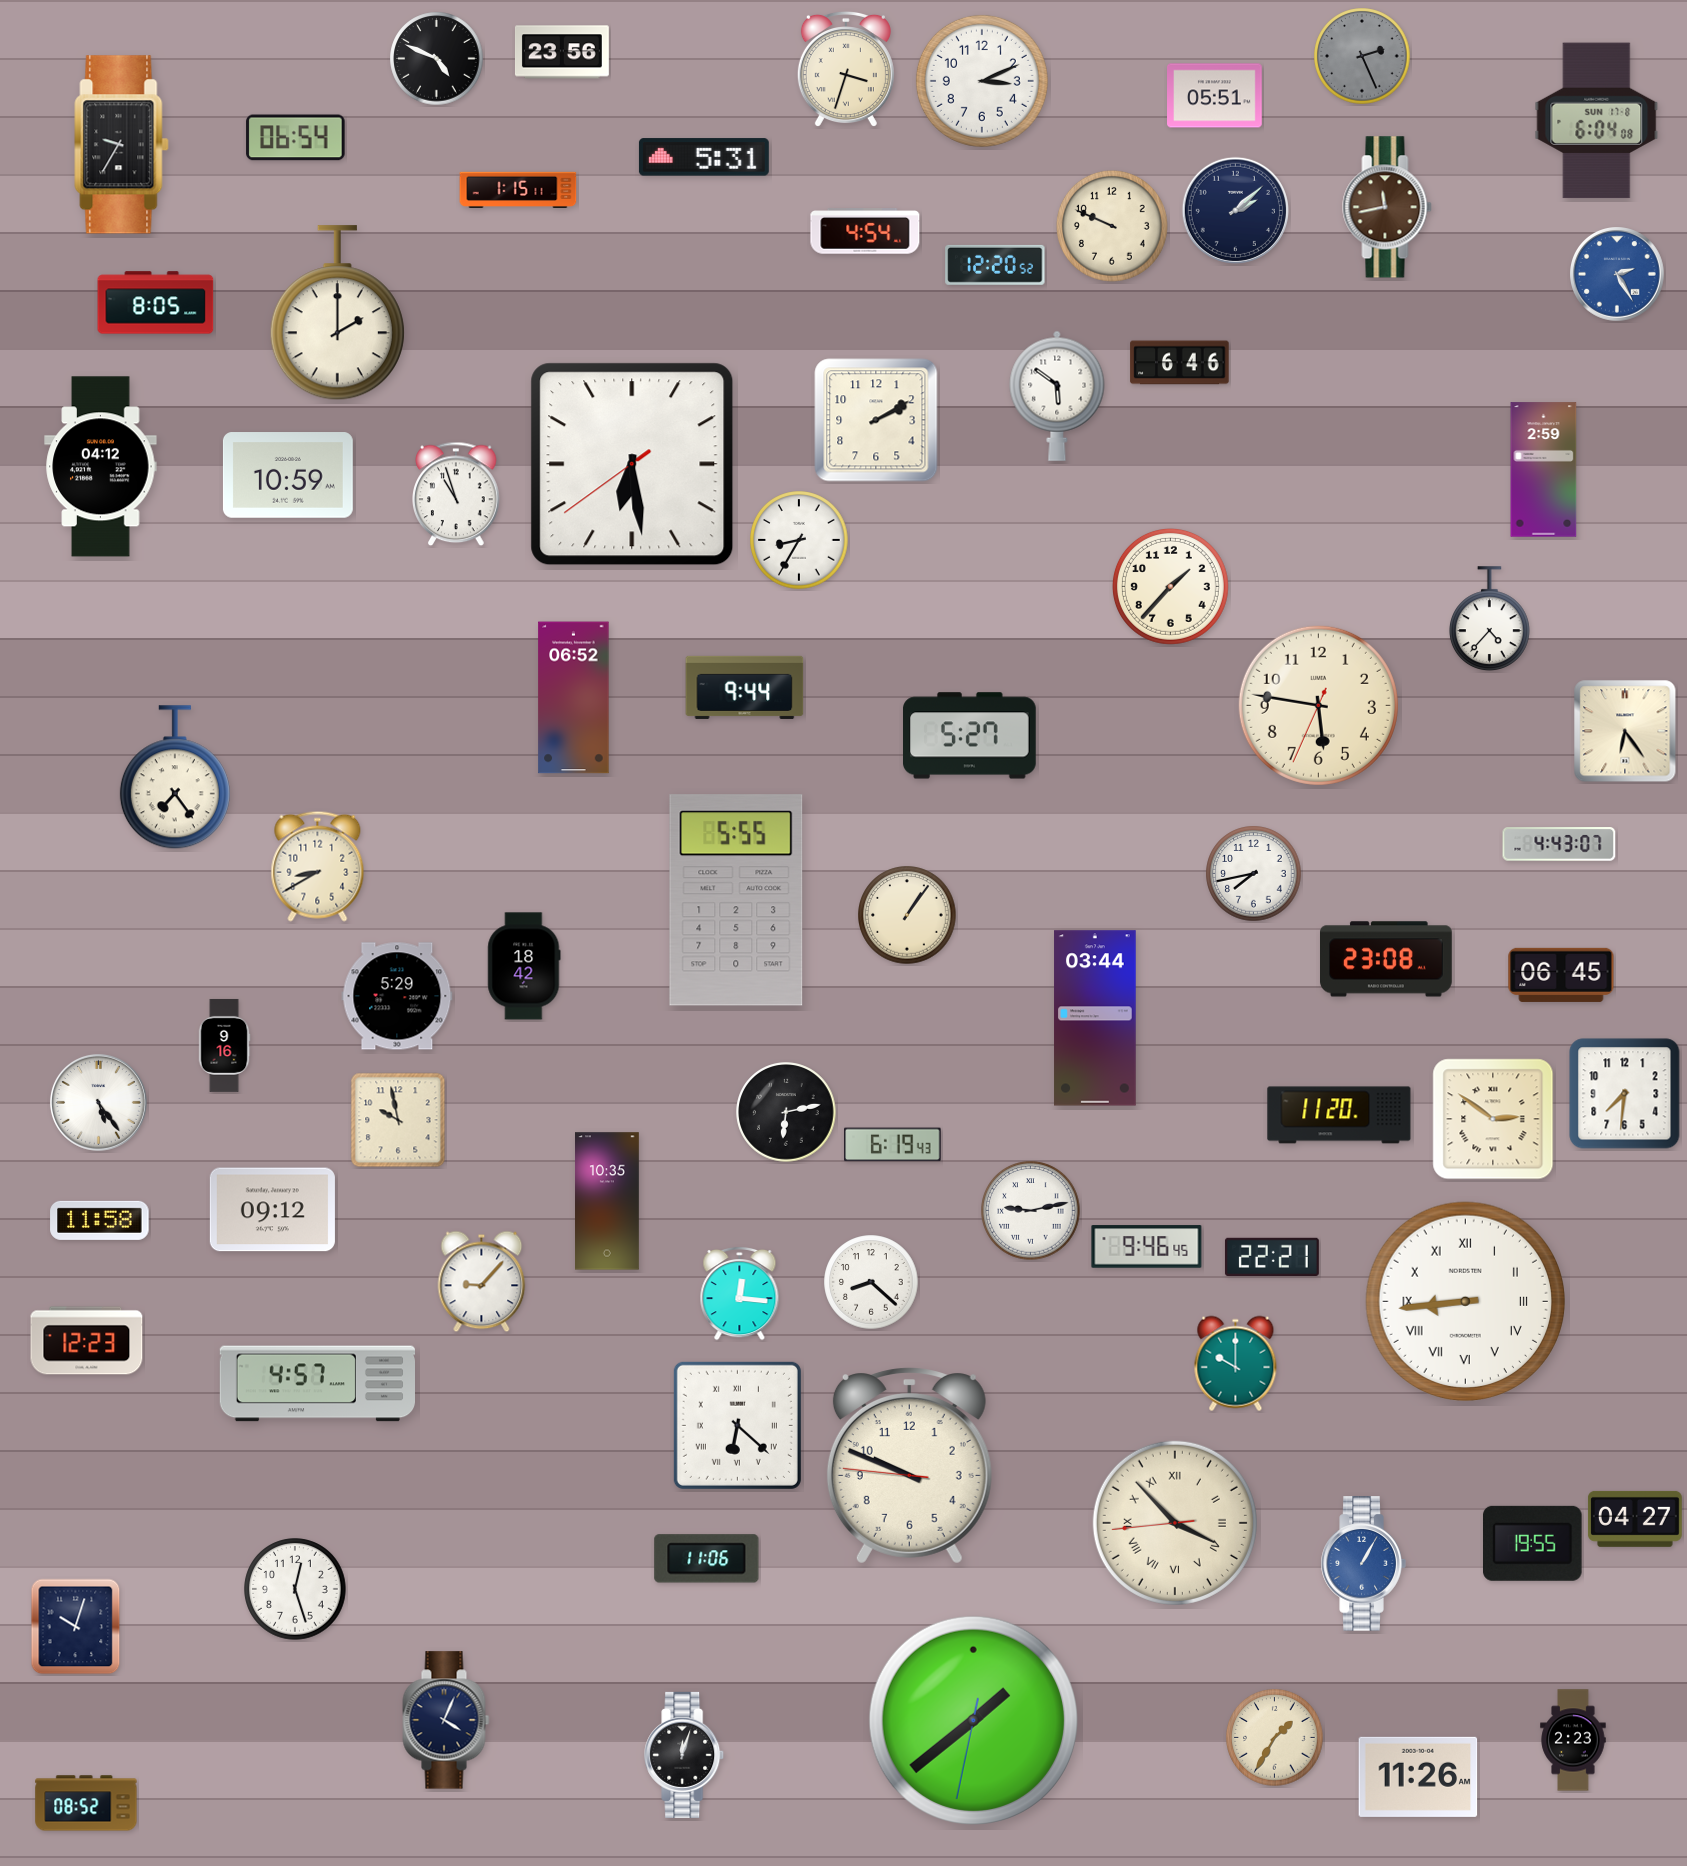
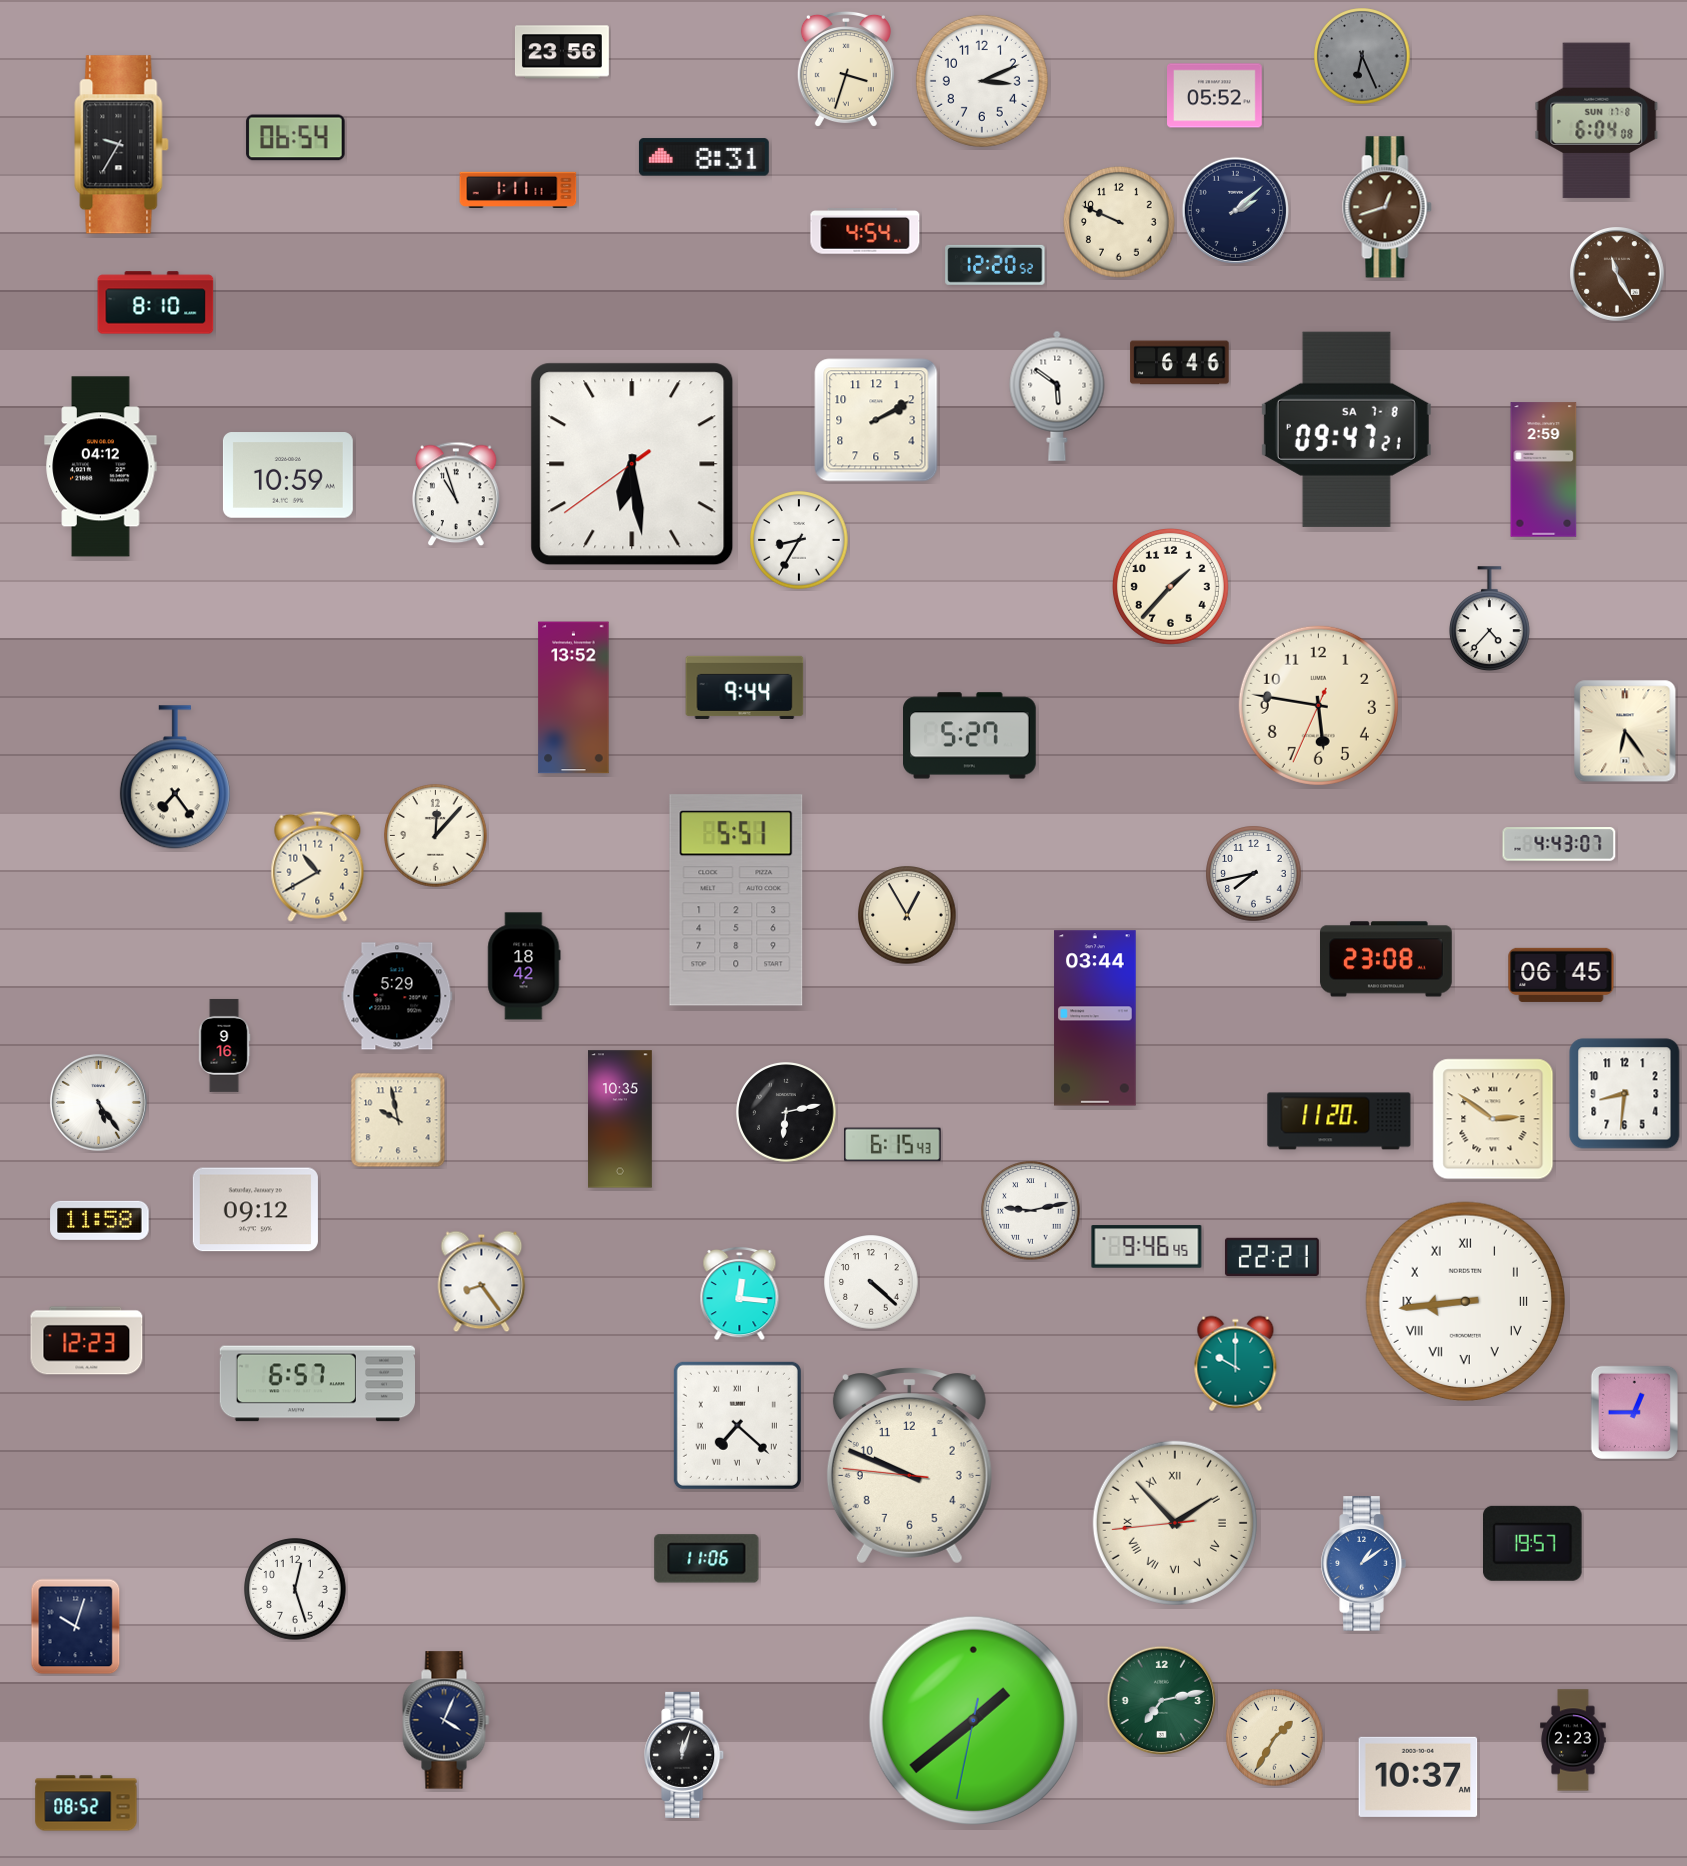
clock at (1362, 56): 2:26 -> 6:26
clock at (437, 59): 4:49 -> none
clock at (1215, 96): 05:51 -> 05:52
clock at (704, 157): 5:31 -> 8:31
clock at (518, 189): 1:15 -> 1:11
clock at (1387, 207): 11:43 -> 12:42
clock at (1112, 227) position: (1112, 227) -> (1119, 223)
clock at (1618, 275): 2:25 -> 11:25
clock at (1618, 275) dial: blue -> brown
clock at (156, 303): 8:05 -> 8:10
clock at (337, 313): 2:00 -> none
clock at (1346, 429): none -> 09:47
clock at (574, 698): 06:52 -> 13:52
clock at (436, 836): none -> 12:07
clock at (318, 866): 8:40 -> 10:40
clock at (736, 900): 5:55 -> 5:51
clock at (907, 915): 1:06 -> 12:55
clock at (1625, 1094): 7:31 -> 8:31
clock at (1339, 1115) position: (1339, 1115) -> (1339, 1121)
clock at (893, 1145): 6:19 -> 6:15
clock at (608, 1201) position: (608, 1201) -> (621, 1119)
clock at (272, 1210) position: (272, 1210) -> (255, 1210)
clock at (482, 1282): 9:07 -> 8:24
clock at (871, 1282): 8:22 -> 4:22
clock at (317, 1384): 4:57 -> 6:57
clock at (1634, 1412): none -> 12:45
clock at (737, 1425): 6:22 -> 7:22
clock at (1635, 1519): 04:27 -> none
clock at (1175, 1523): 3:52 -> 1:52
clock at (1533, 1543): 19:55 -> 19:57
clock at (1363, 1564): 1:05 -> 1:09
clock at (1161, 1700): none -> 7:13
clock at (1418, 1777): 11:26 -> 10:37
